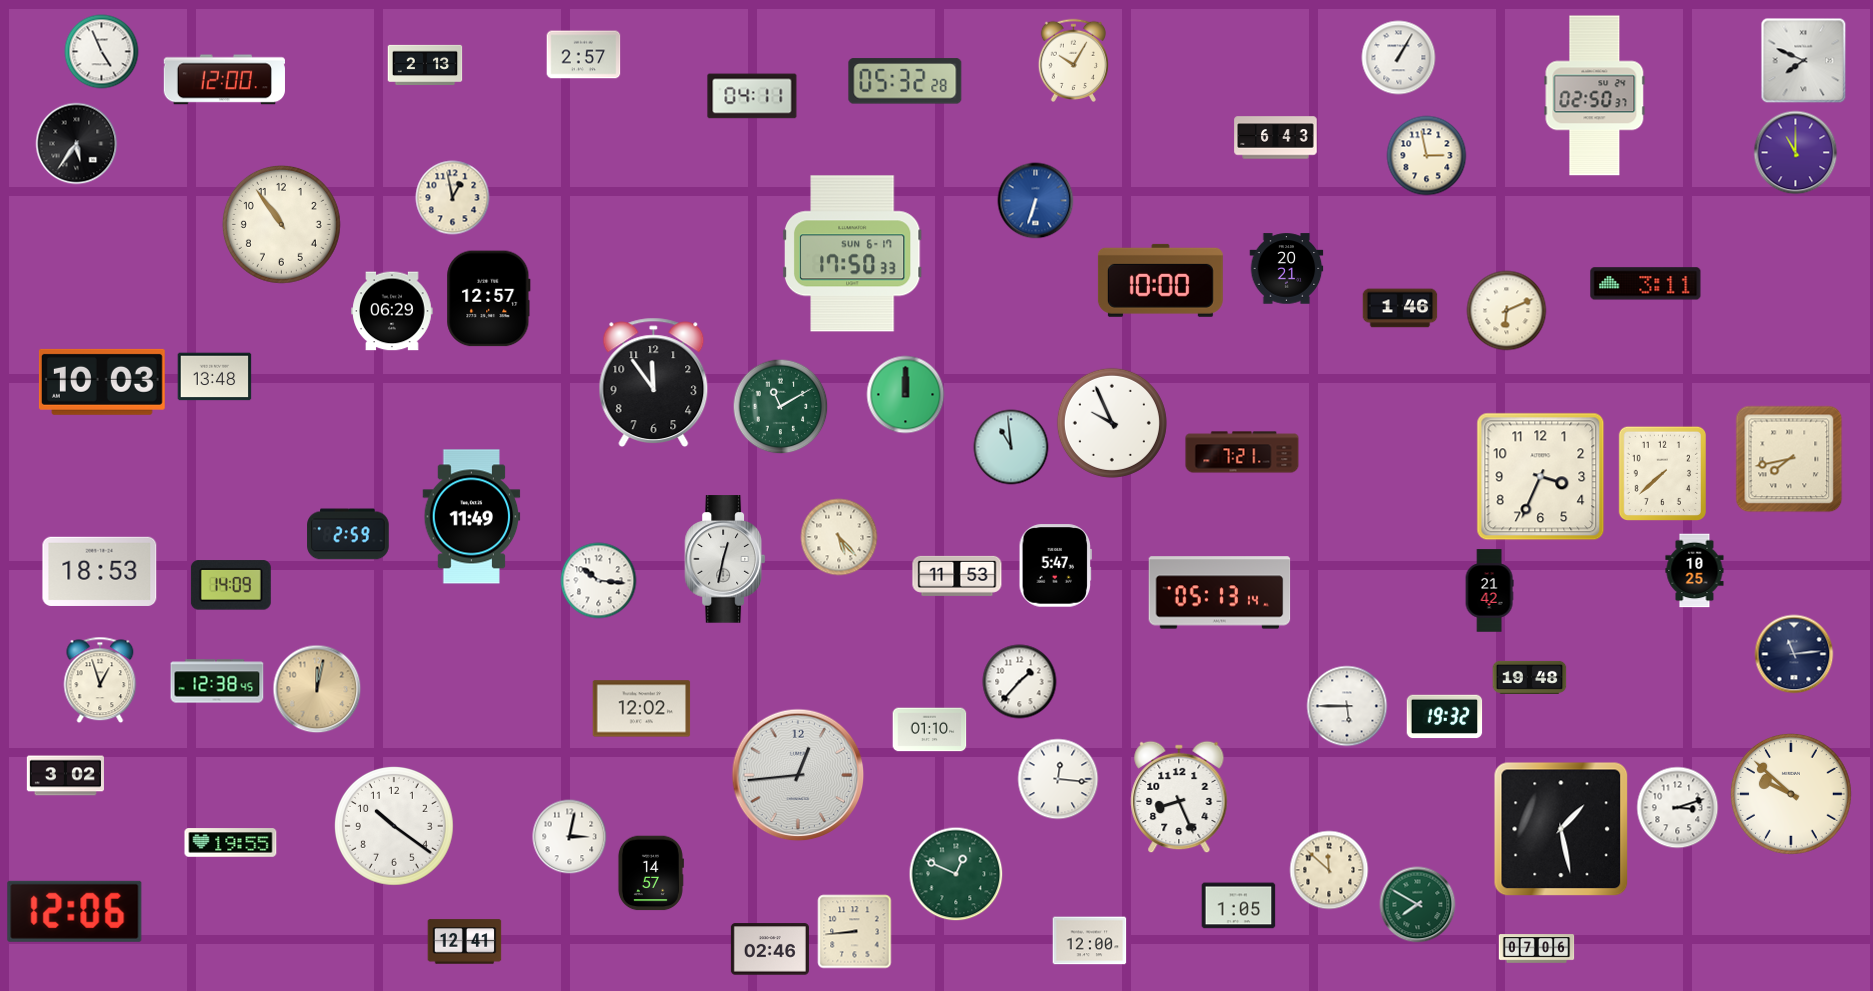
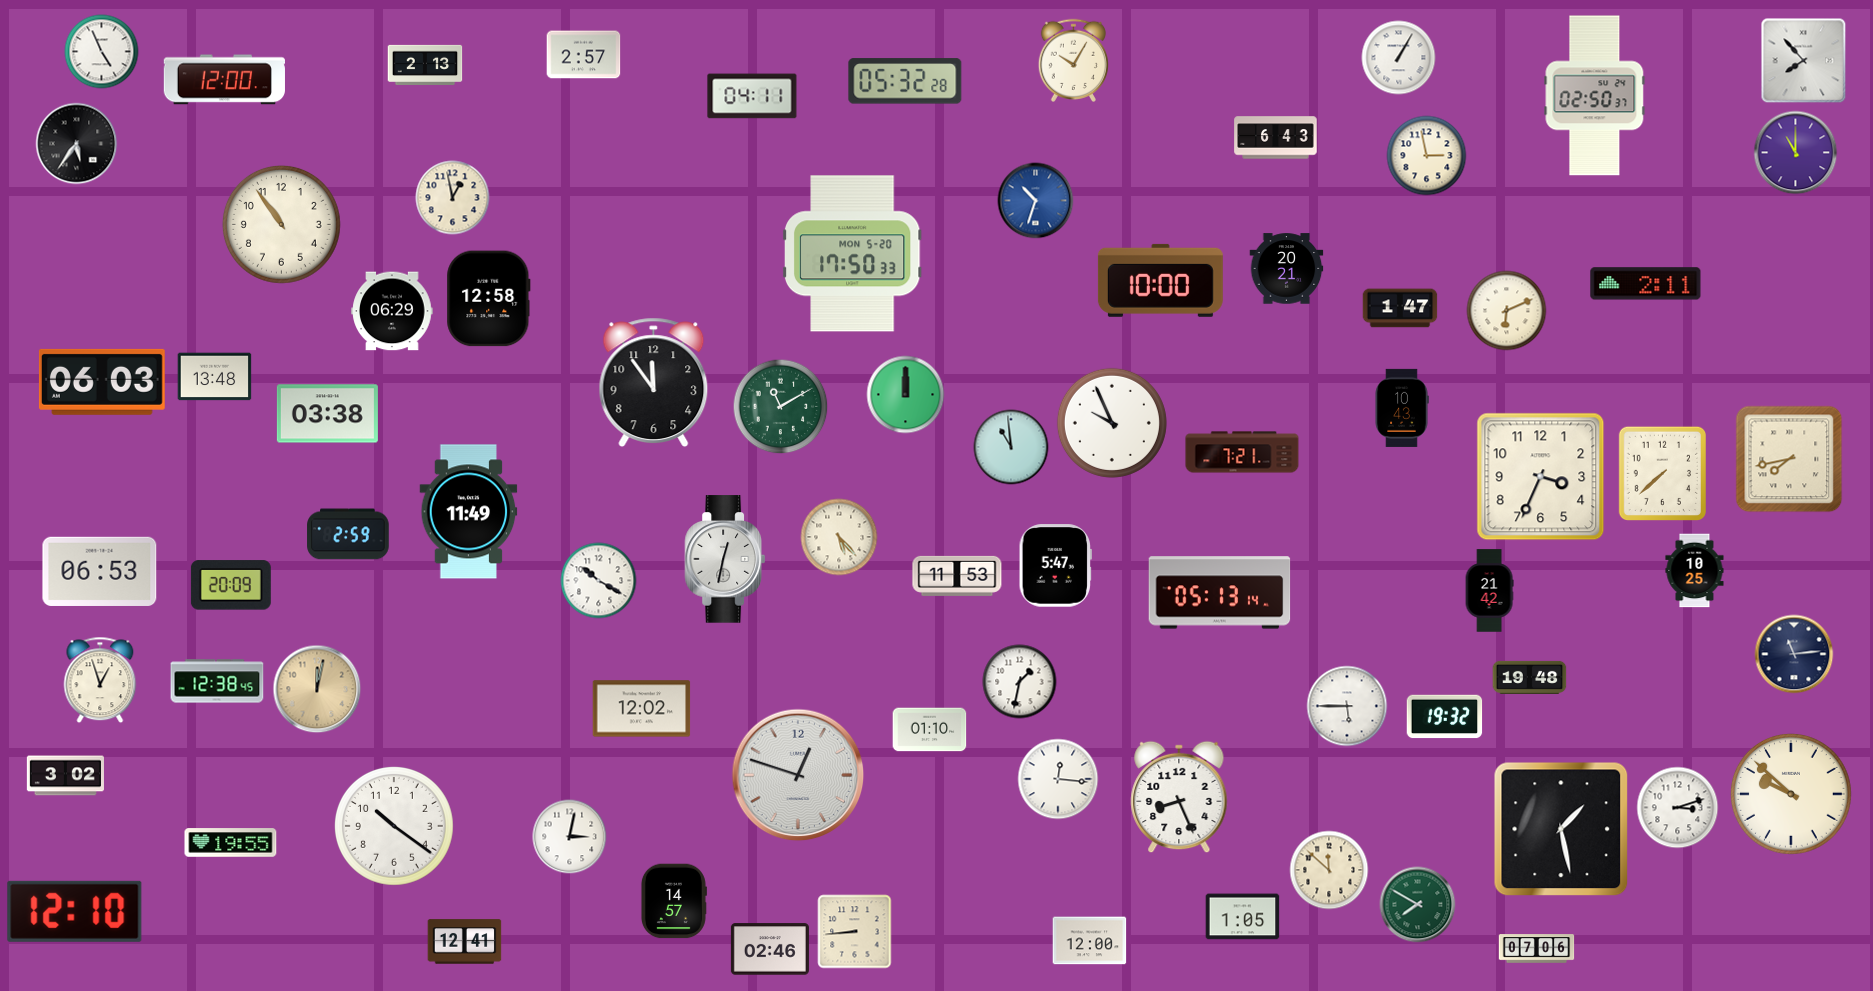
clock at (1804, 61): 7:49 -> 7:53
clock at (1036, 201): 6:33 -> 10:33
clock at (852, 254) date: SUN 6-17 -> MON 5-20
clock at (1646, 284): 3:11 -> 2:11
clock at (489, 299): 12:57 -> 12:58
clock at (1400, 308): 1:46 -> 1:47
clock at (102, 382): 10:03 -> 06:03
clock at (1402, 408): none -> 10:43
clock at (327, 414): none -> 03:38
clock at (472, 517) position: (472, 517) -> (469, 512)
clock at (100, 571): 18:53 -> 06:53
clock at (599, 581): 10:16 -> 10:20
clock at (231, 585): 14:09 -> 20:09
clock at (1020, 682): 1:37 -> 1:32
clock at (798, 775): 12:44 -> 12:48
clock at (650, 873) position: (650, 873) -> (673, 901)
clock at (956, 874): 12:49 -> none
clock at (1239, 906) position: (1239, 906) -> (1243, 917)
clock at (75, 911): 12:06 -> 12:10
